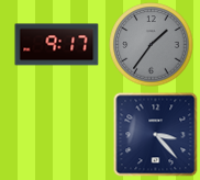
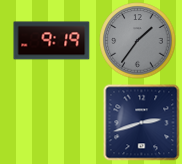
clock at (57, 45): 9:17 -> 9:19
clock at (156, 135): 3:23 -> 2:42
